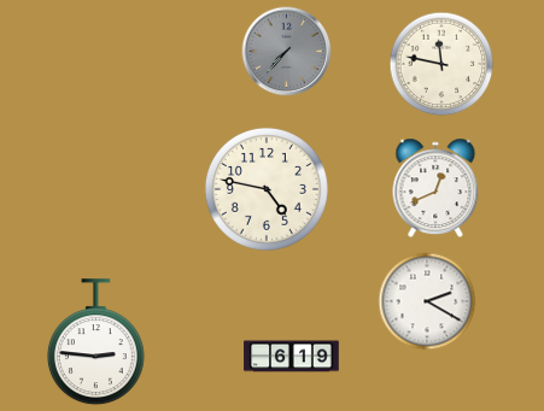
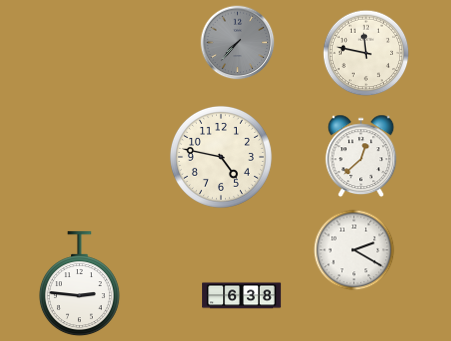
clock at (435, 188): 12:41 -> 12:38
clock at (292, 357): 6:19 -> 6:38
